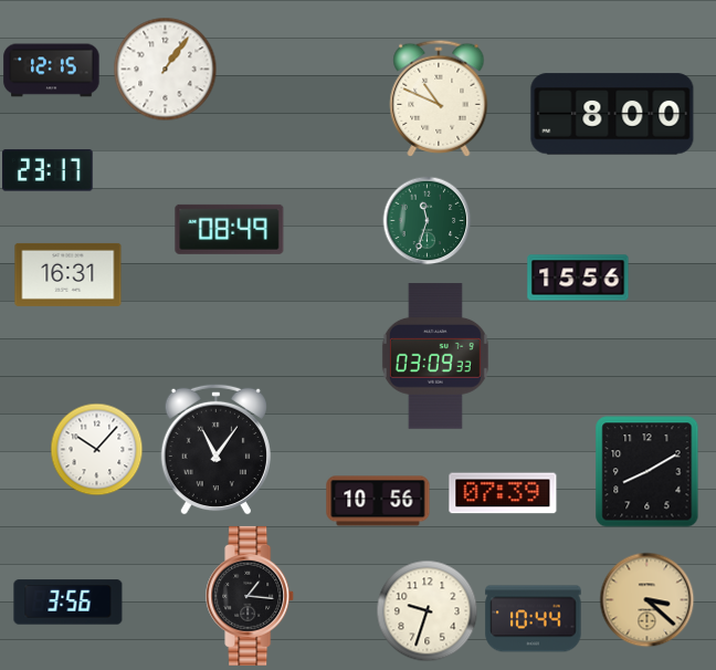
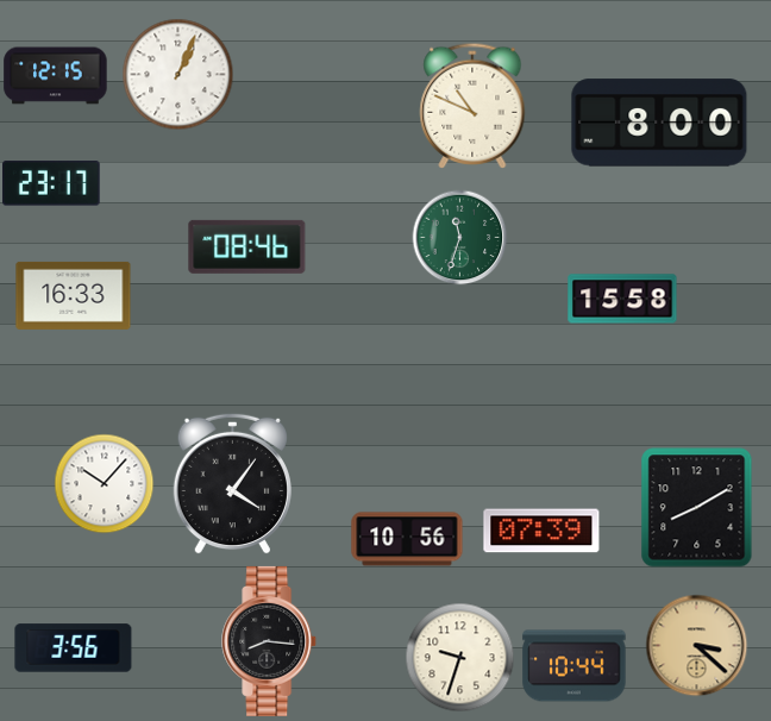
clock at (165, 69): 1:06 -> 1:04
clock at (230, 229): 08:49 -> 08:46
clock at (69, 274): 16:31 -> 16:33
clock at (578, 278): 15:56 -> 15:58
clock at (435, 356): 03:09 -> none
clock at (215, 449): 11:06 -> 4:06
clock at (251, 596): 1:16 -> 8:16
